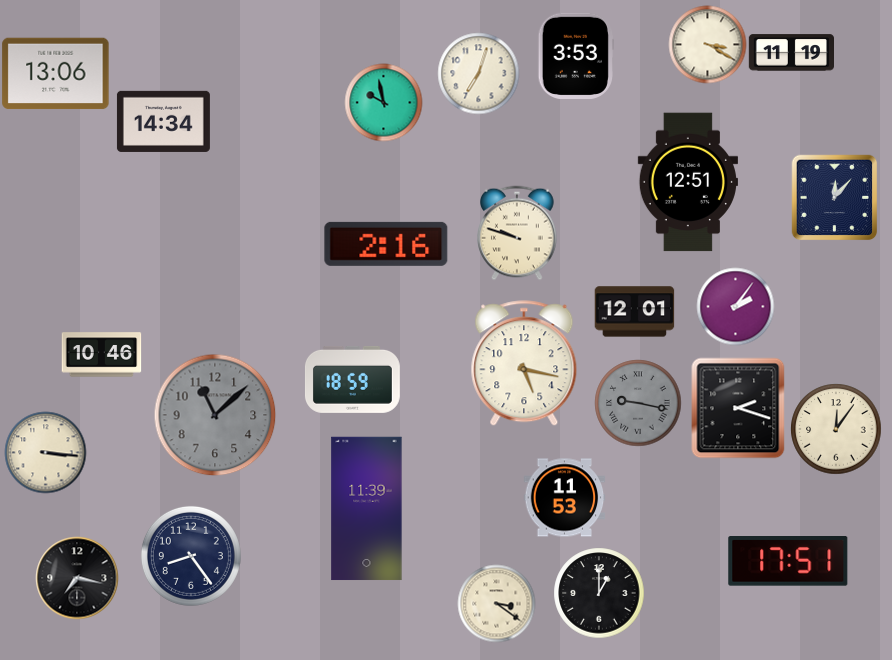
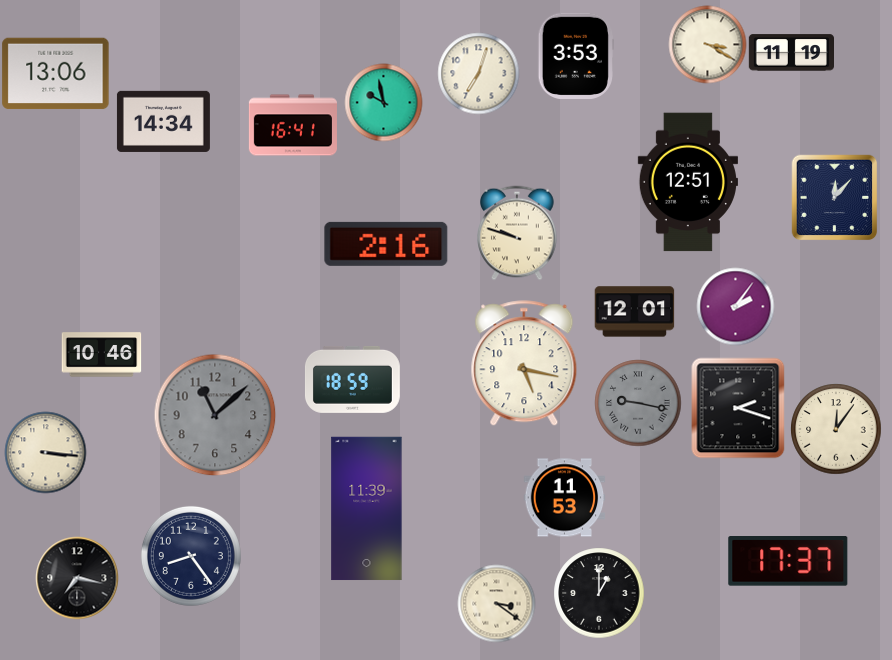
clock at (293, 125): none -> 16:41
clock at (788, 562): 17:51 -> 17:37
